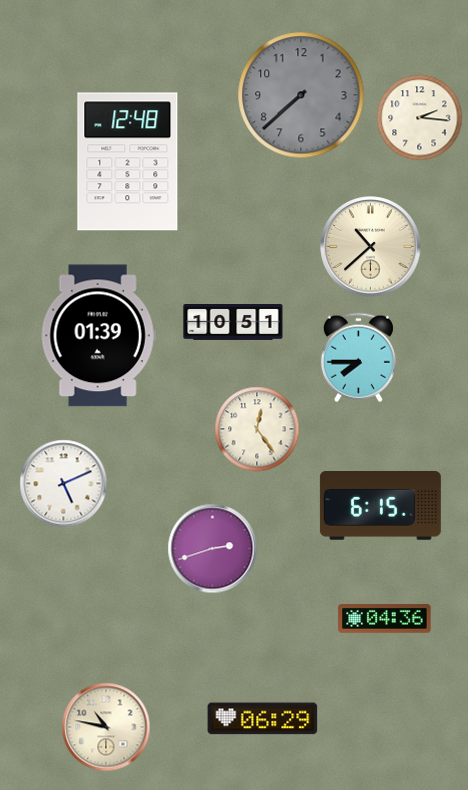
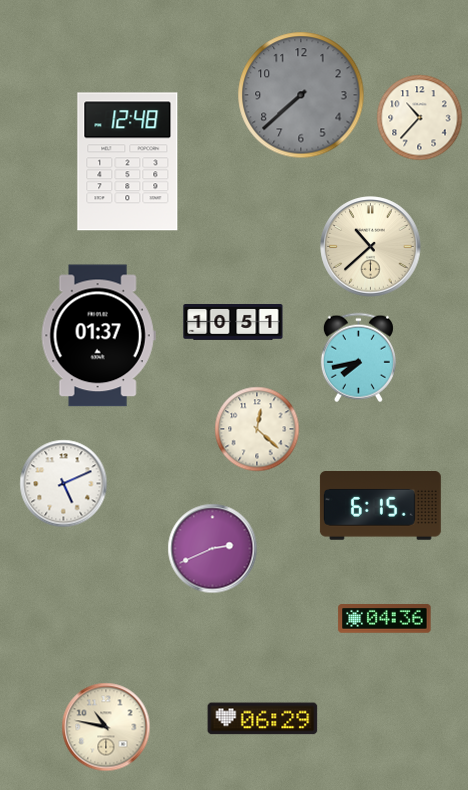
clock at (420, 118): 2:16 -> 10:37
clock at (98, 336): 01:39 -> 01:37
clock at (358, 358): 7:45 -> 7:43
clock at (257, 429): 12:24 -> 12:22
clock at (213, 549): 2:42 -> 2:41
